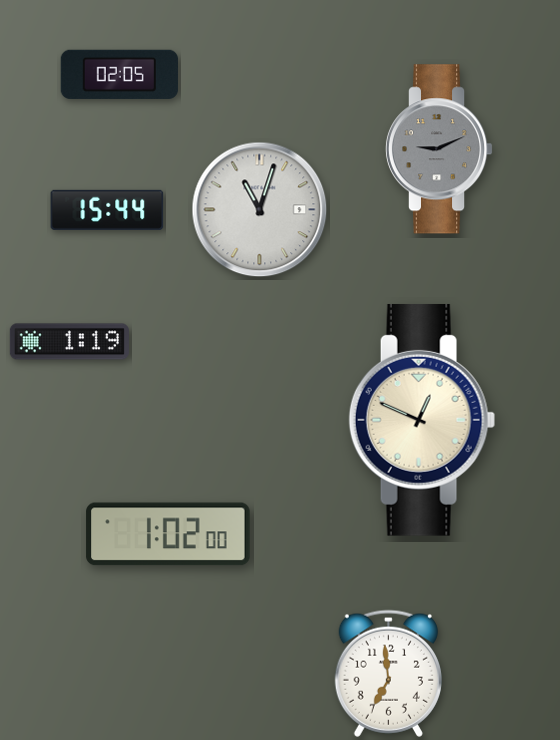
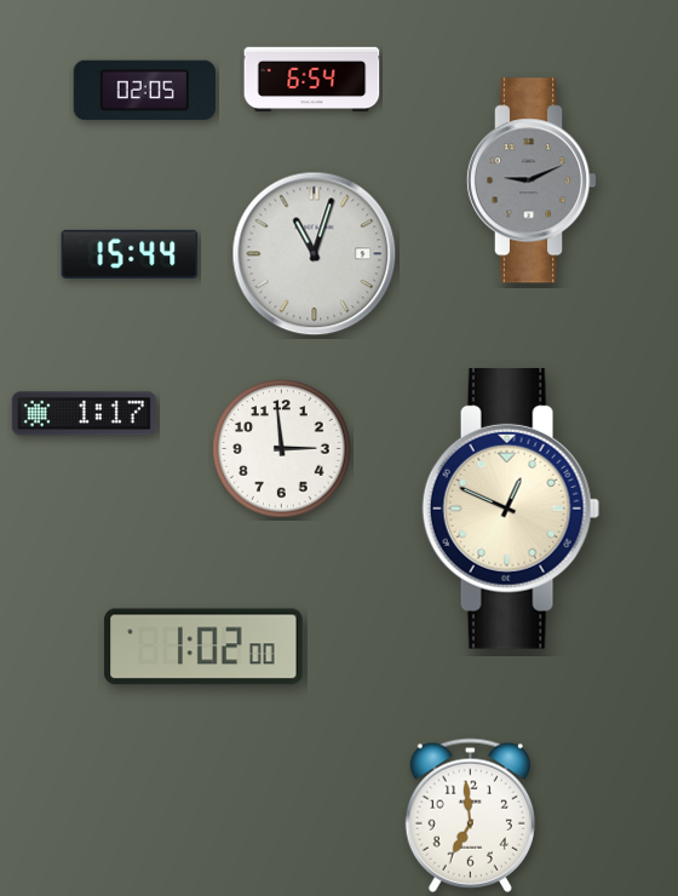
clock at (312, 80): none -> 6:54
clock at (69, 342): 1:19 -> 1:17
clock at (282, 449): none -> 2:59
